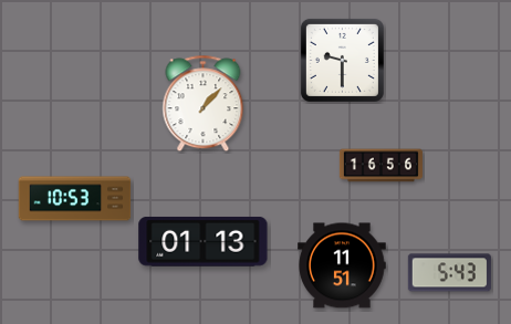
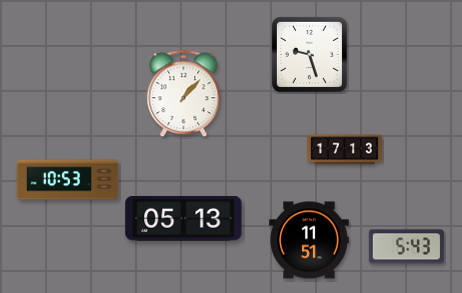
clock at (342, 60): 9:30 -> 9:27
clock at (380, 166): 16:56 -> 17:13
clock at (204, 241): 01:13 -> 05:13
